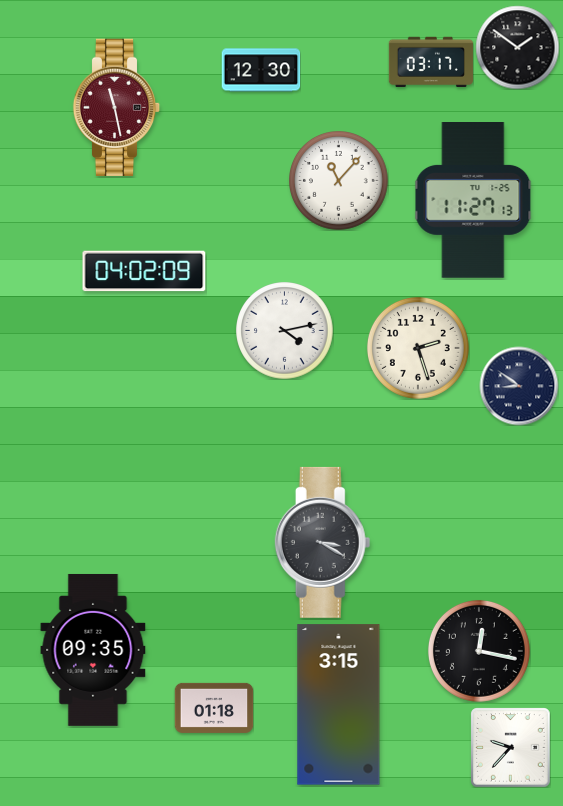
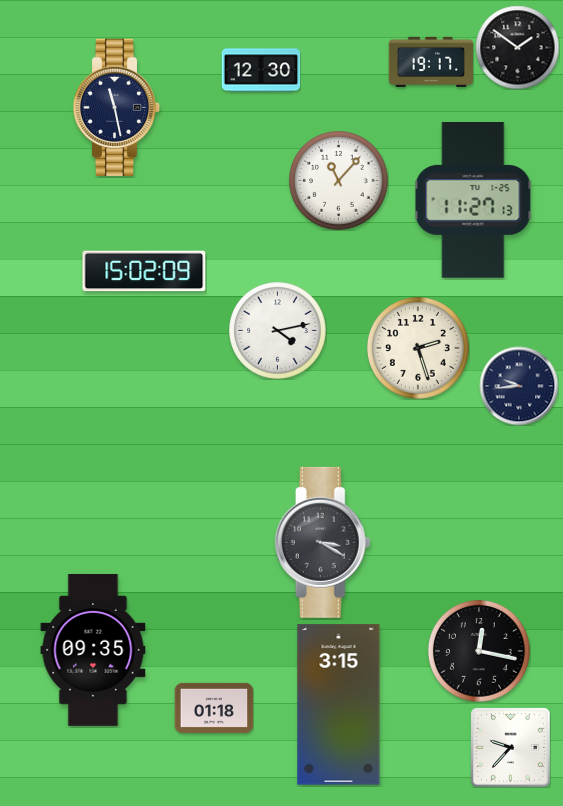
clock at (431, 61): 03:17 -> 19:17
clock at (117, 108) dial: burgundy -> navy
clock at (144, 271): 04:02 -> 15:02
clock at (285, 331) position: (285, 331) -> (278, 331)
clock at (519, 386): 8:51 -> 9:44
